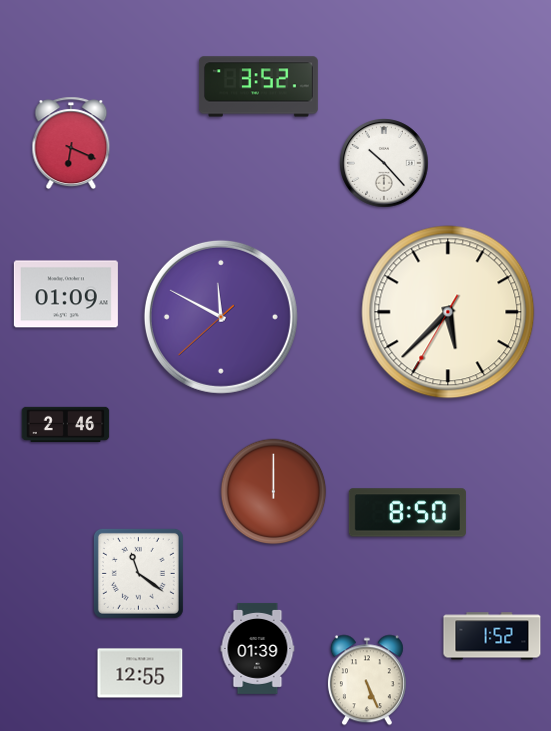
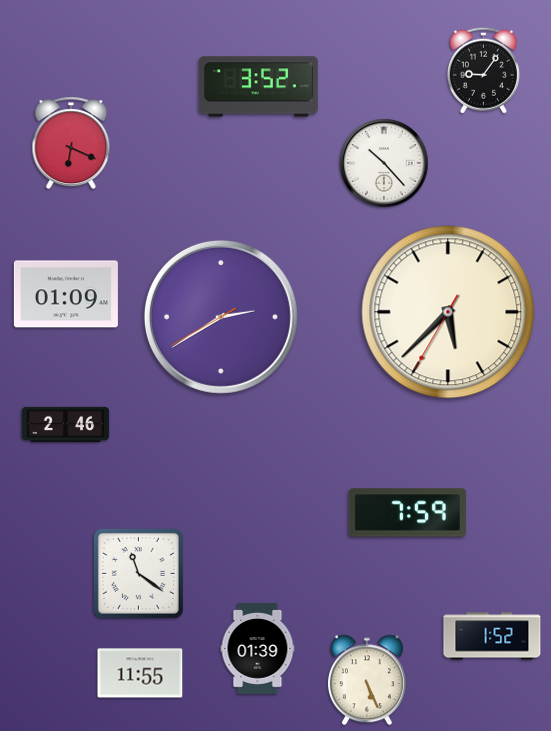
clock at (483, 70): none -> 9:06
clock at (221, 317): 11:49 -> 2:39
clock at (274, 492): 12:00 -> none
clock at (407, 513): 8:50 -> 7:59
clock at (140, 673): 12:55 -> 11:55
